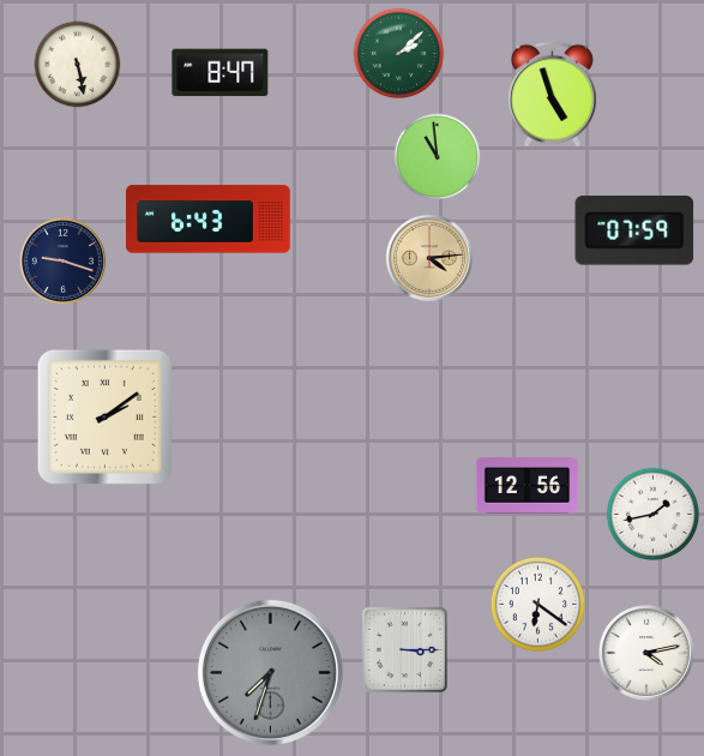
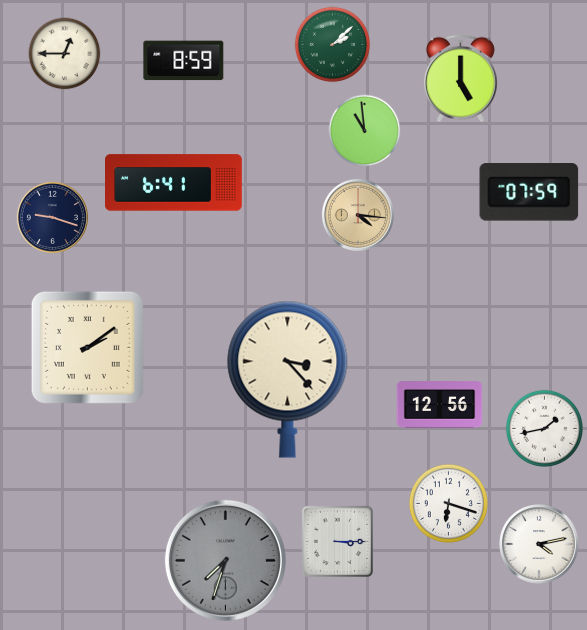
clock at (78, 65): 5:28 -> 12:45
clock at (221, 73): 8:47 -> 8:59
clock at (552, 95): 4:57 -> 5:00
clock at (209, 220): 6:43 -> 6:41
clock at (429, 258): 4:14 -> 4:16
clock at (288, 379): none -> 3:23
clock at (537, 604): 6:21 -> 6:18
